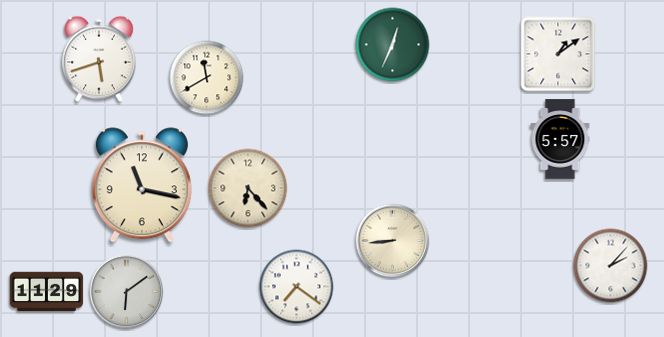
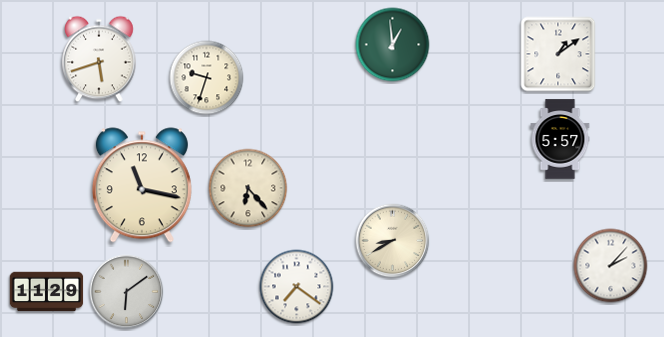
clock at (393, 45): 12:34 -> 12:59
clock at (207, 78): 11:40 -> 9:33
clock at (393, 241): 8:44 -> 8:40
